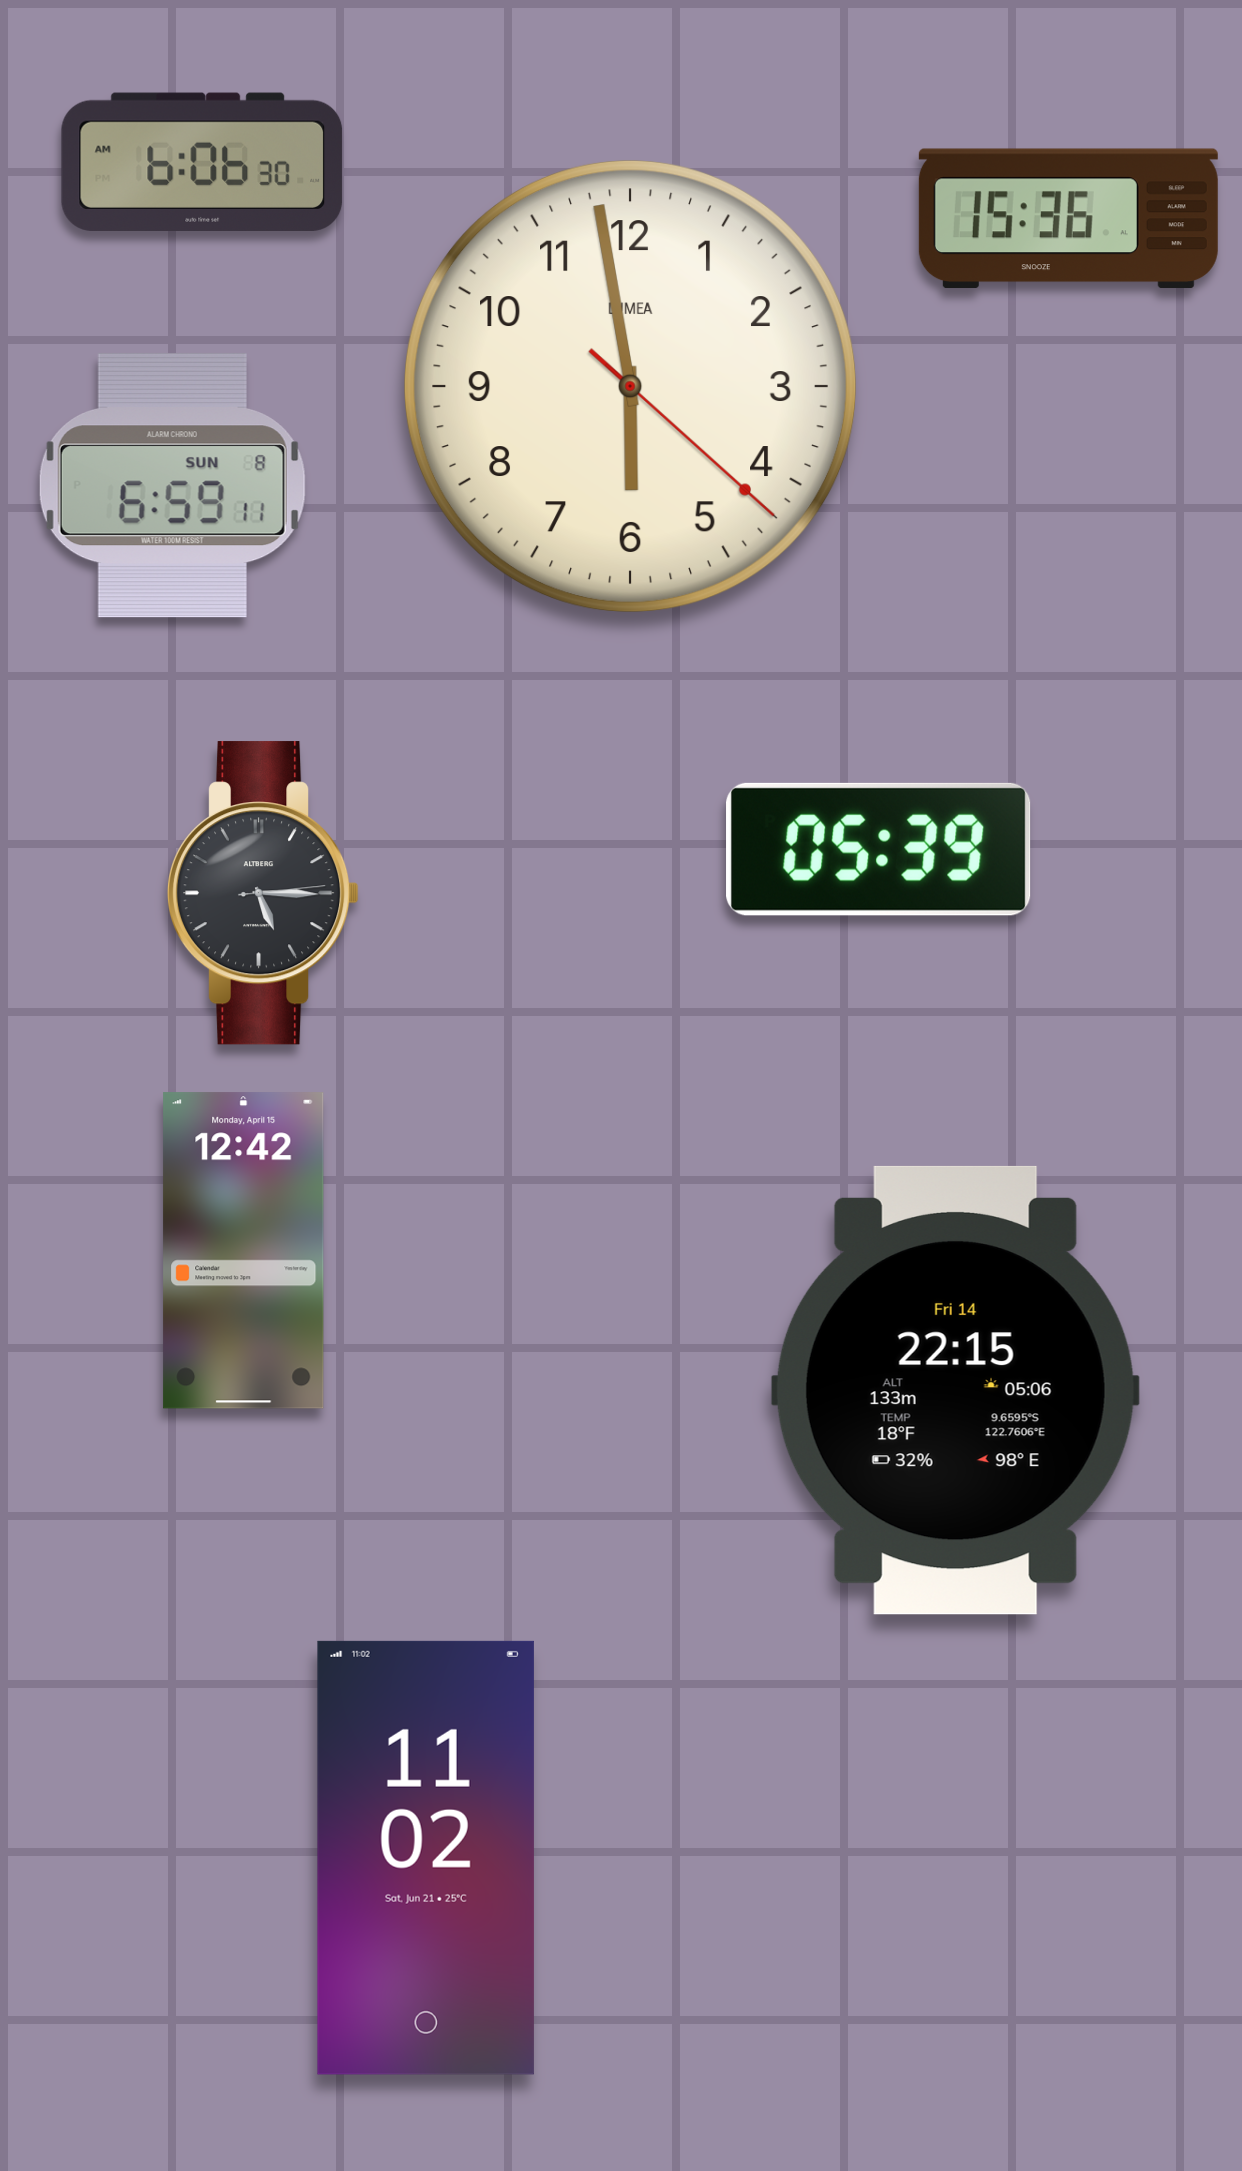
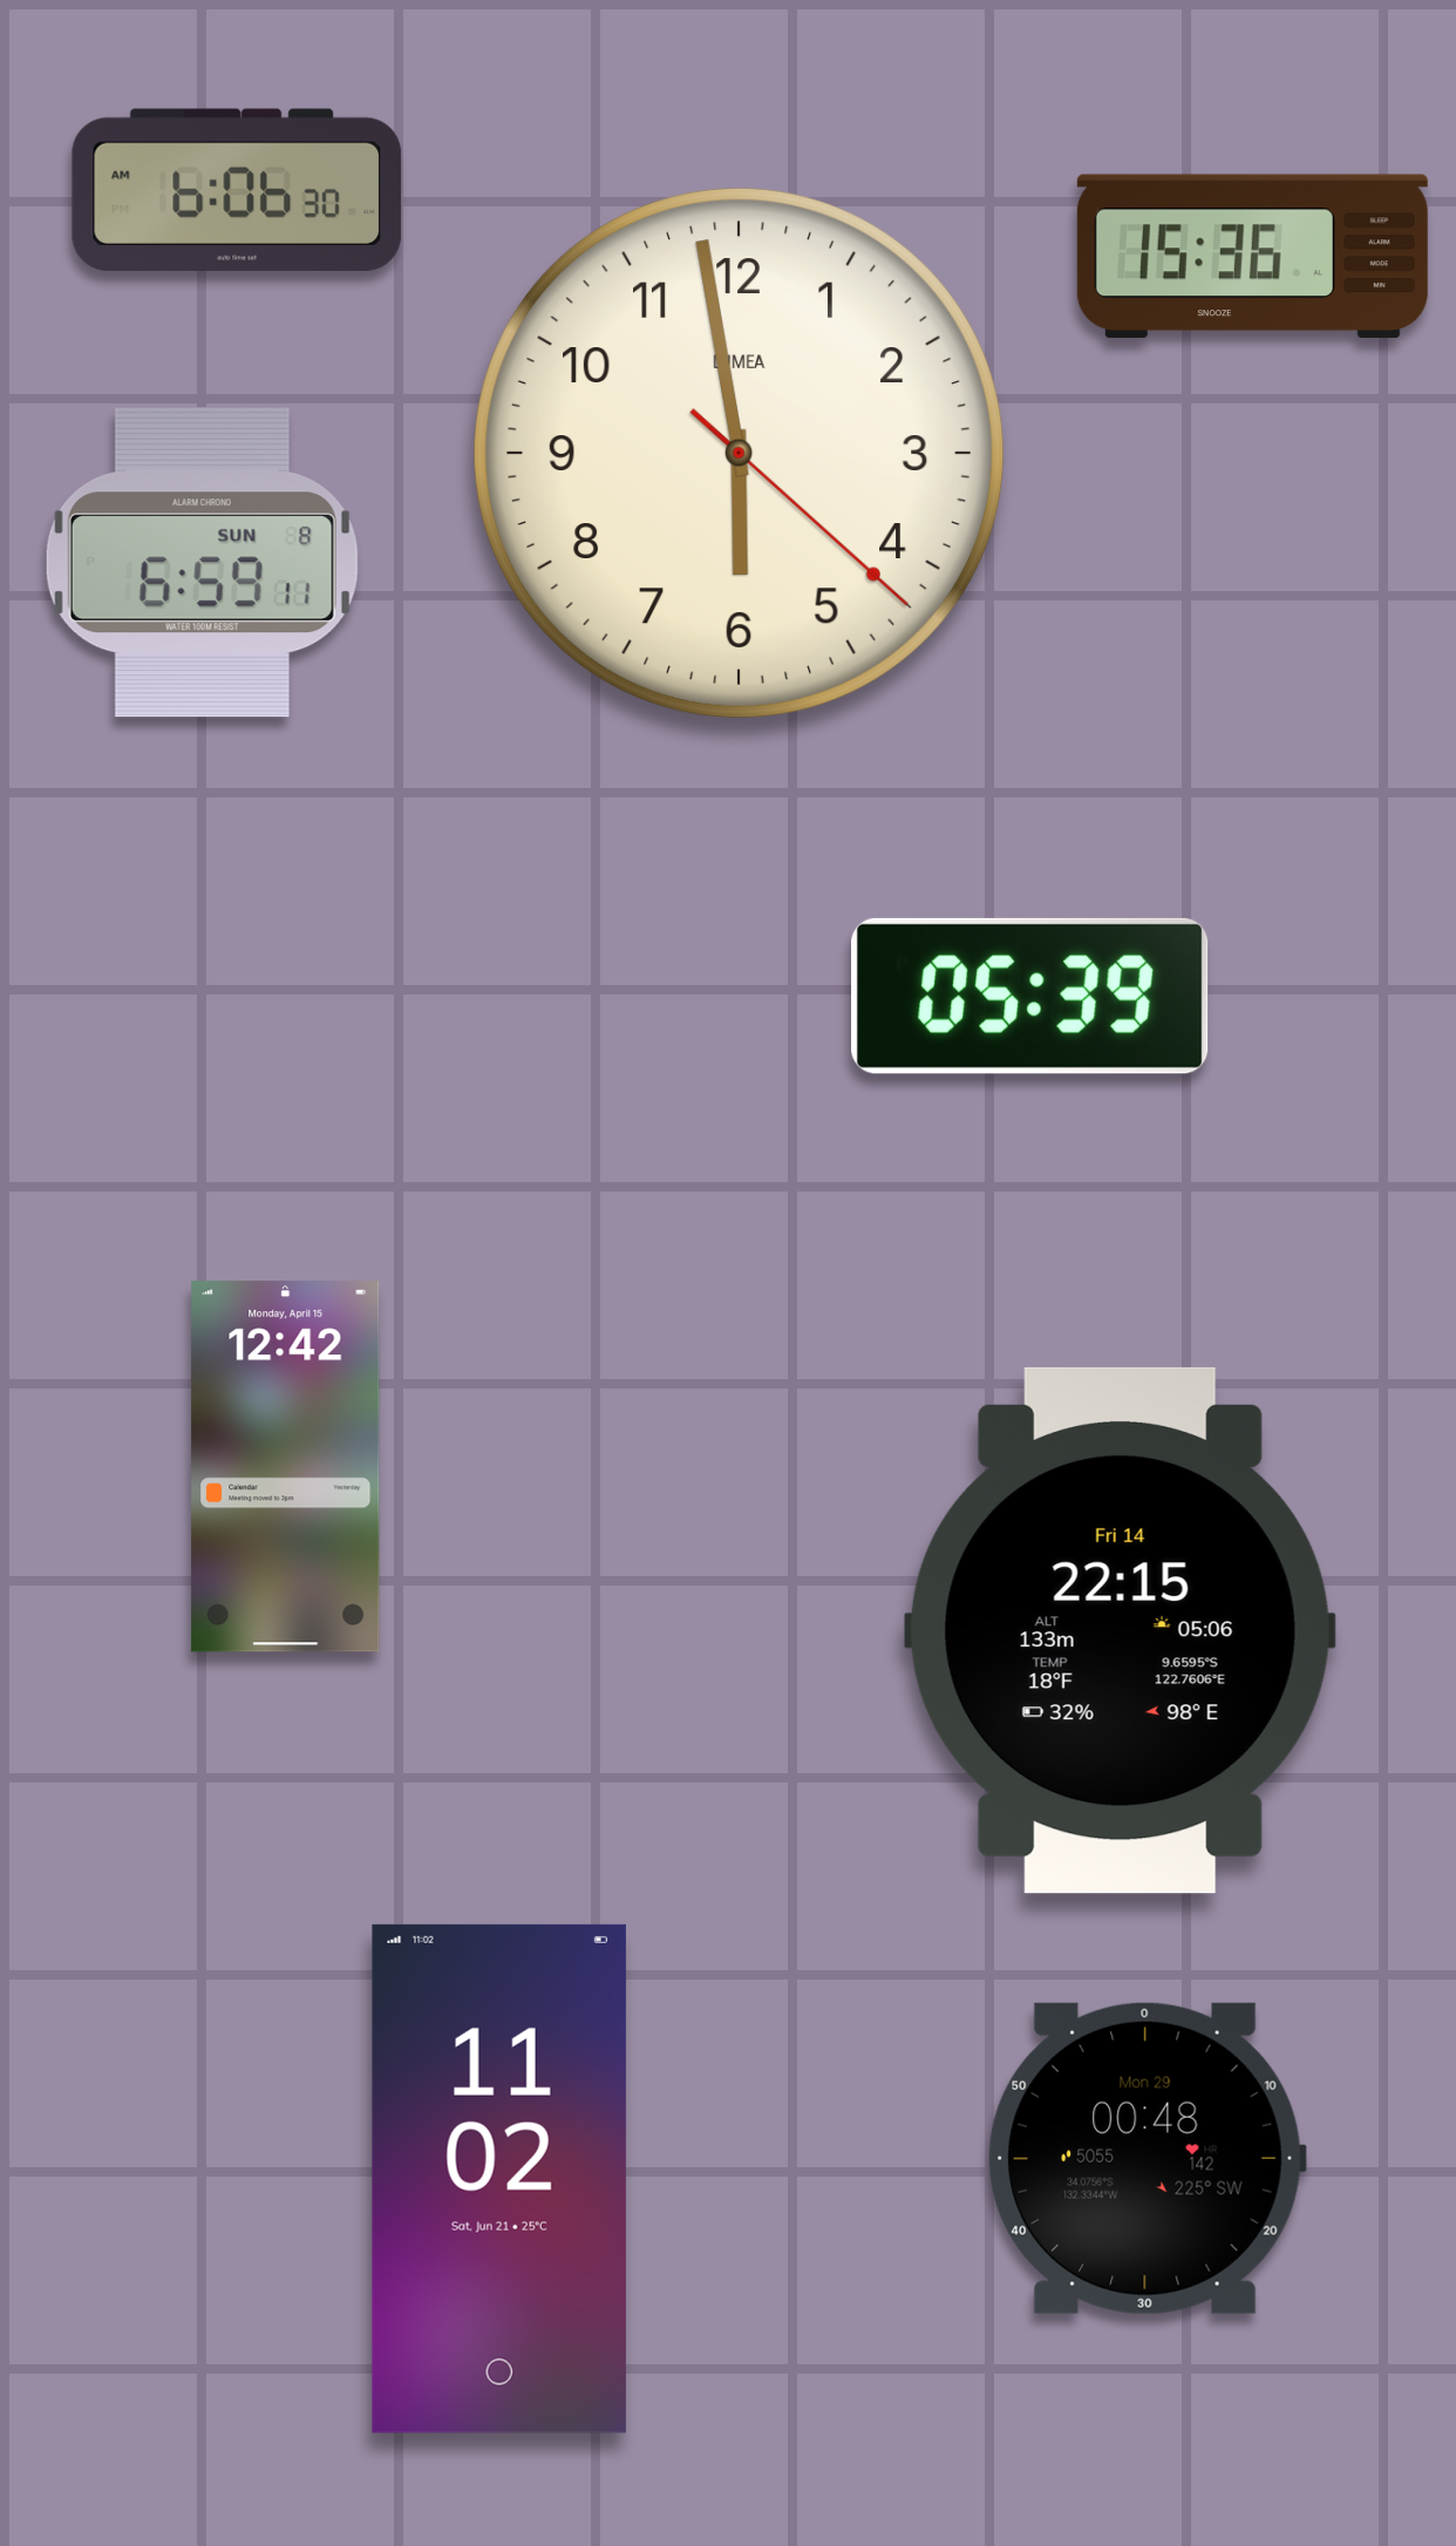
clock at (172, 486) position: (172, 486) -> (202, 563)
clock at (263, 893): 5:15 -> none
clock at (1147, 2158): none -> 00:48
